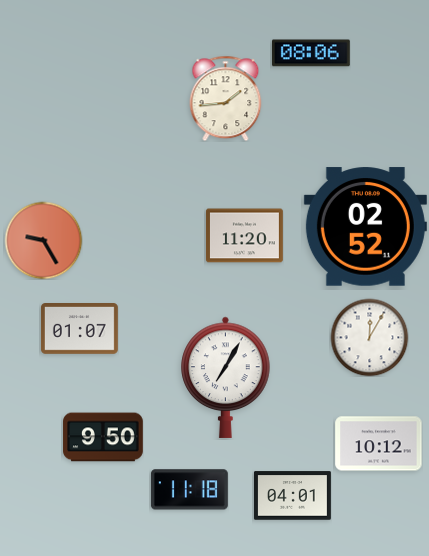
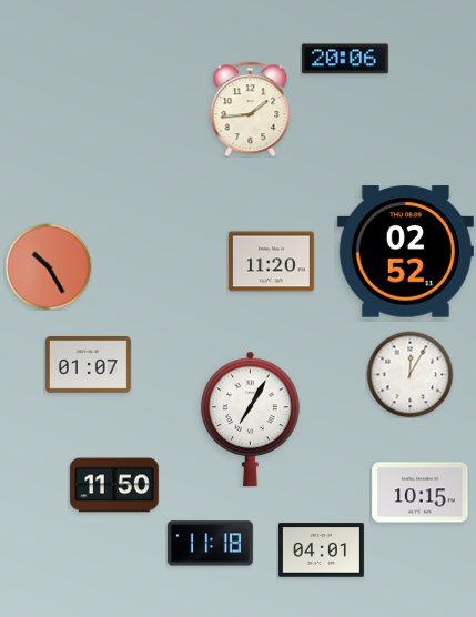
clock at (311, 53): 08:06 -> 20:06
clock at (43, 240): 9:25 -> 10:25
clock at (103, 437): 9:50 -> 11:50
clock at (379, 444): 10:12 -> 10:15
clock at (292, 496) position: (292, 496) -> (321, 550)
